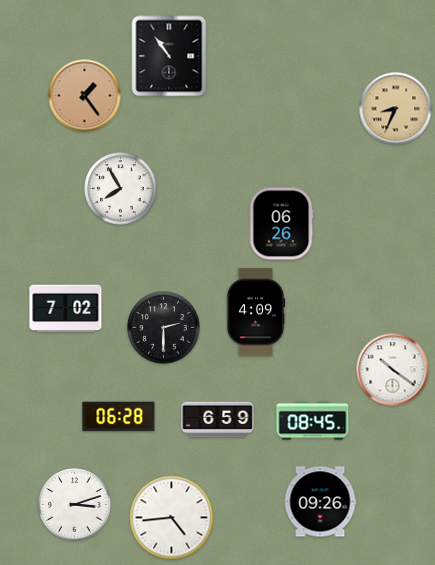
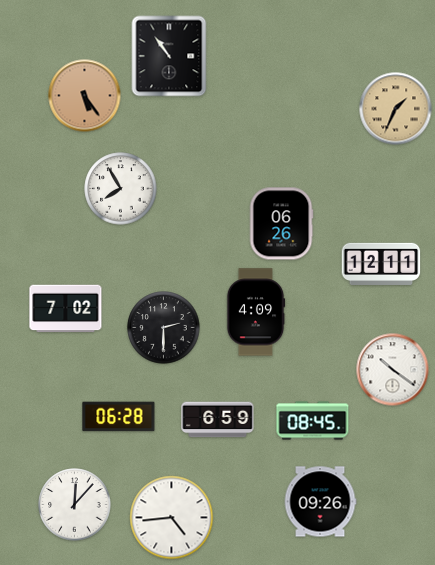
clock at (85, 96): 1:24 -> 5:24
clock at (396, 109): 8:34 -> 1:34
clock at (381, 264): none -> 12:11
clock at (75, 505): 3:12 -> 12:07
